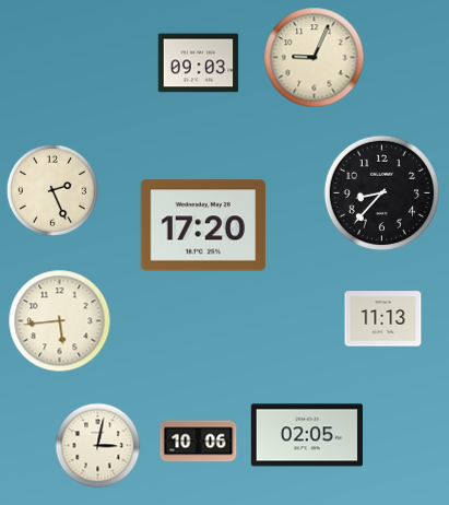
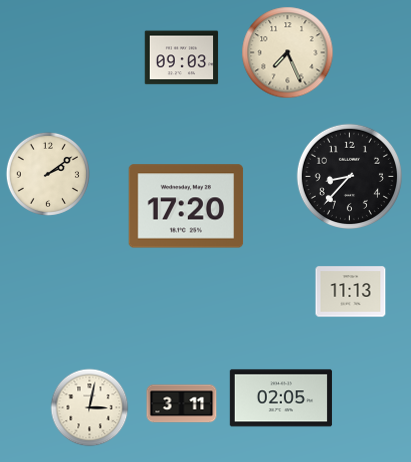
clock at (315, 58): 9:04 -> 7:26
clock at (52, 190): 2:26 -> 2:09
clock at (60, 321): 5:44 -> none
clock at (199, 442): 10:06 -> 3:11
